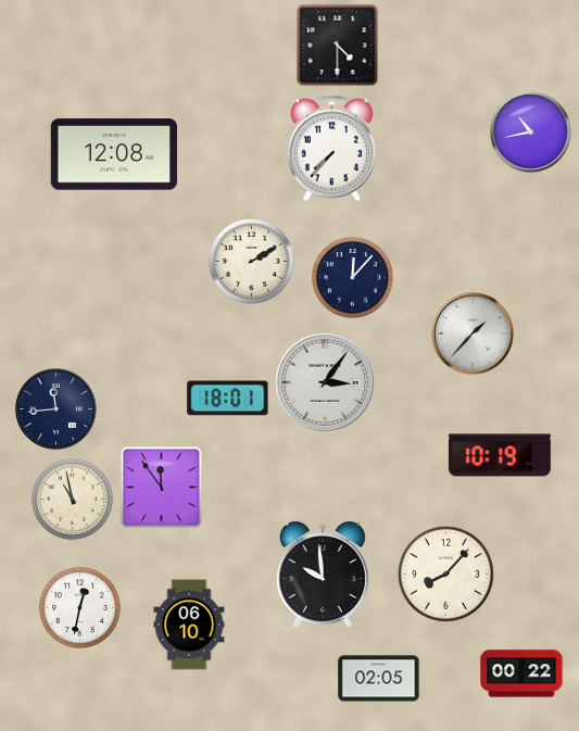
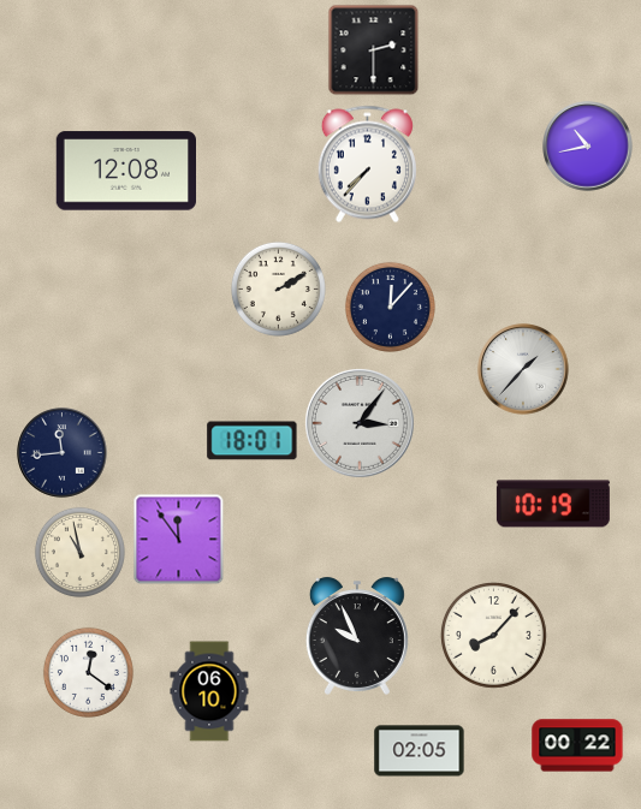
clock at (338, 46): 4:30 -> 2:30
clock at (323, 575): 9:59 -> 9:56
clock at (79, 607): 12:32 -> 12:21
